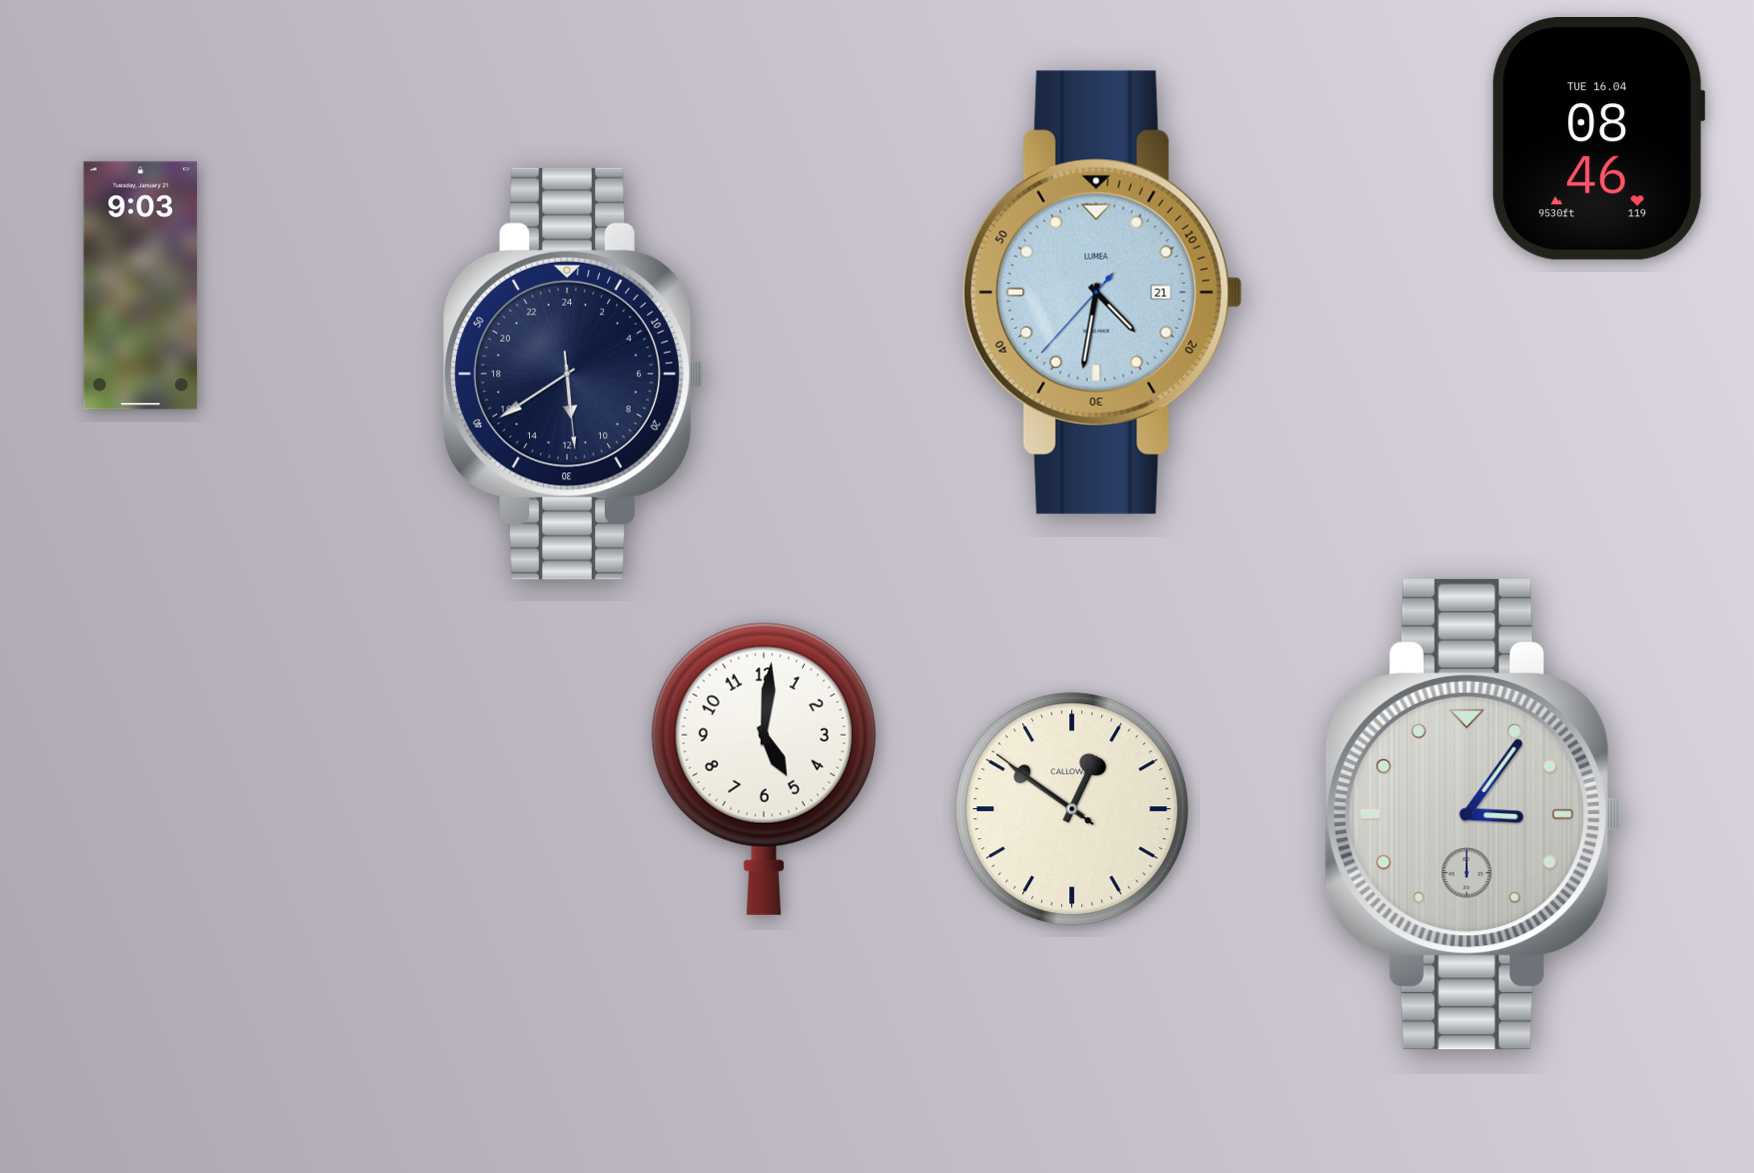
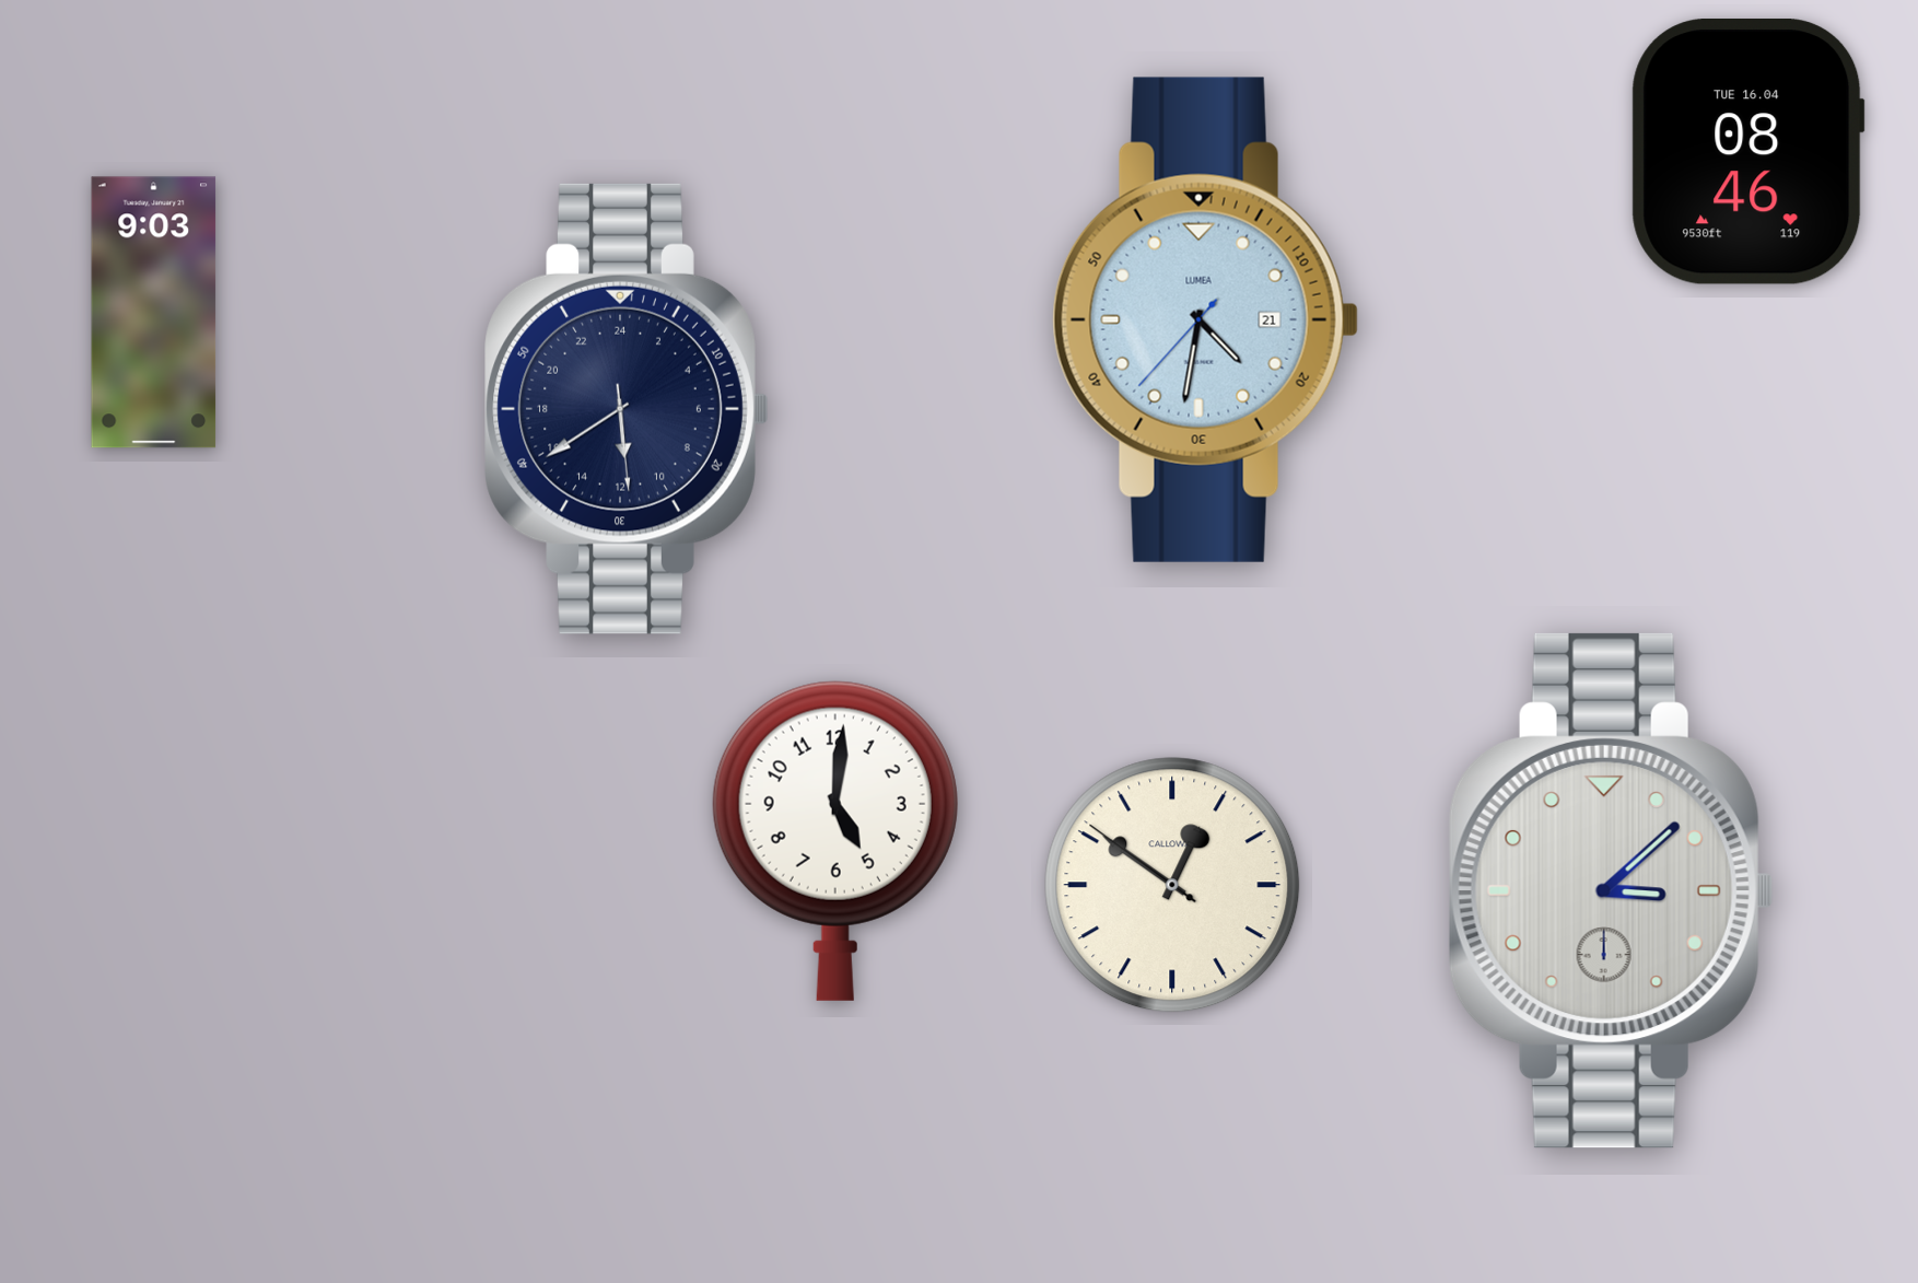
clock at (1473, 814): 3:06 -> 3:08
